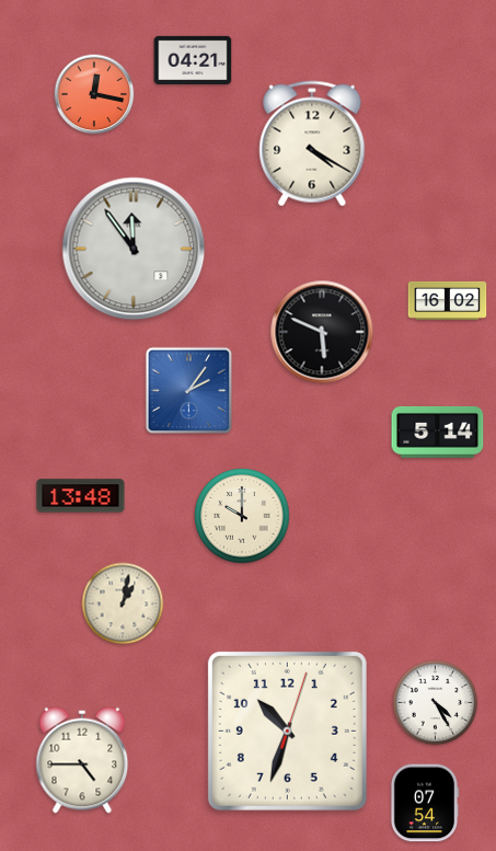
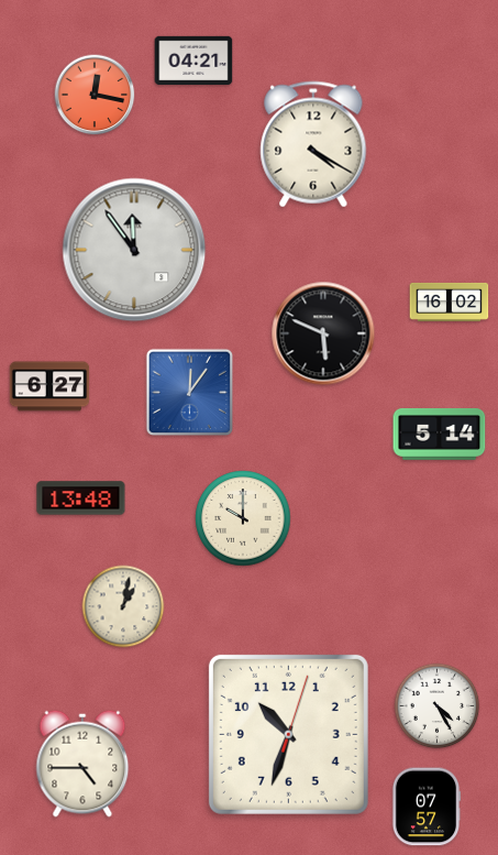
clock at (49, 386): none -> 6:27
clock at (188, 390): 2:06 -> 12:06
clock at (425, 803): 07:54 -> 07:57
